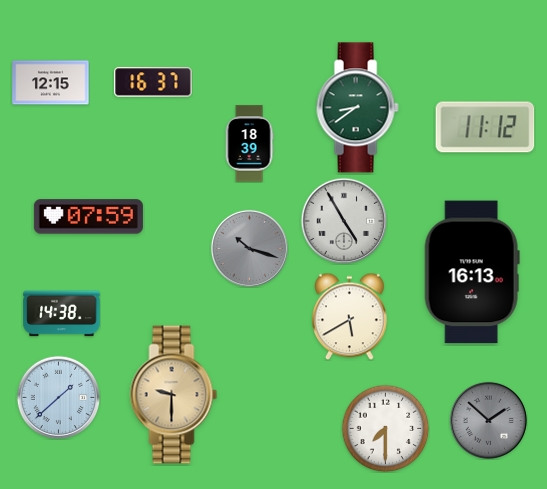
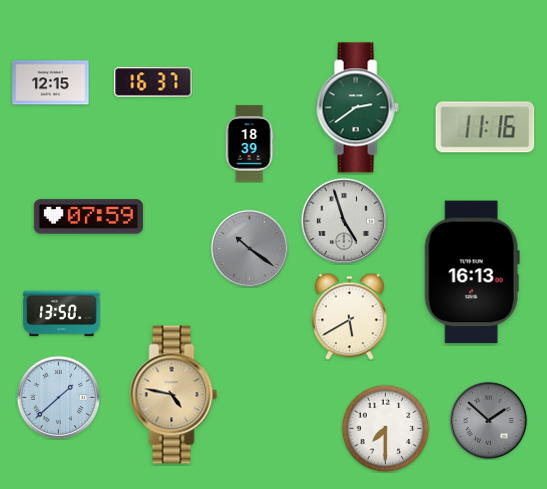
clock at (357, 108): 8:39 -> 2:39
clock at (485, 127): 11:12 -> 11:16
clock at (344, 221): 4:55 -> 4:57
clock at (249, 248): 10:18 -> 10:21
clock at (62, 314): 14:38 -> 13:50
clock at (174, 395): 9:30 -> 4:47
